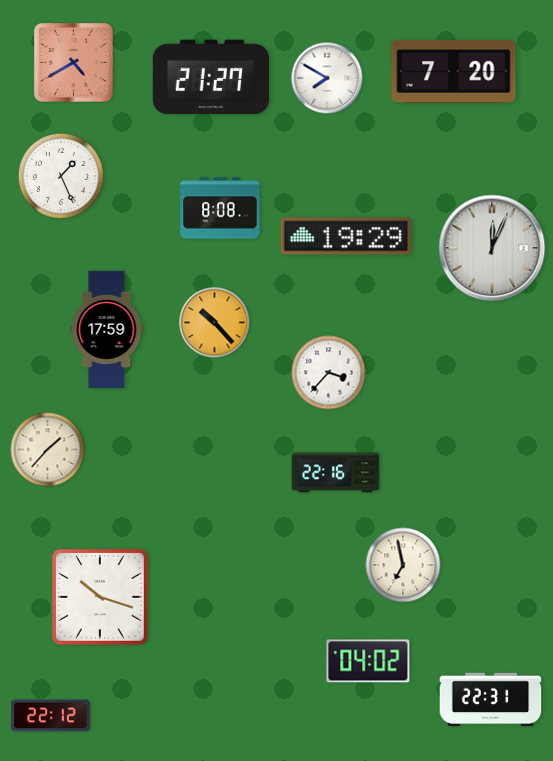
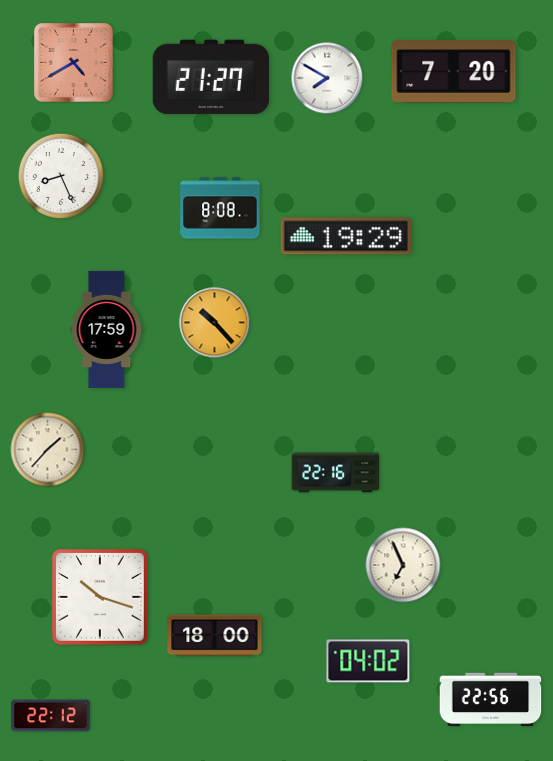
clock at (61, 176): 1:26 -> 8:26
clock at (492, 248): 12:04 -> none
clock at (329, 373): 3:37 -> none
clock at (403, 565): 6:58 -> 6:56
clock at (215, 636): none -> 18:00
clock at (491, 700): 22:31 -> 22:56
